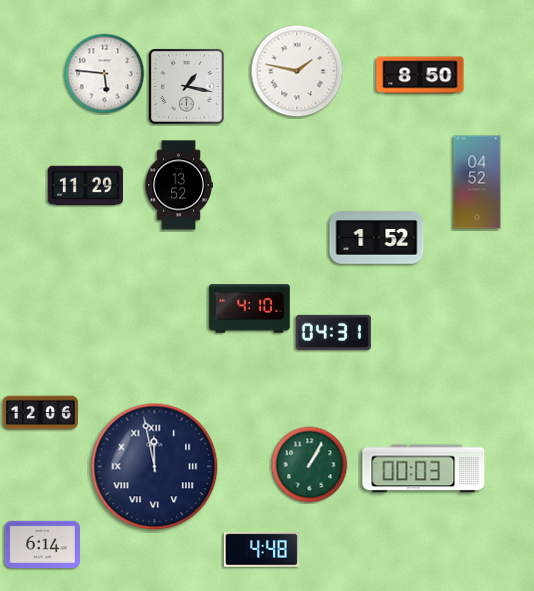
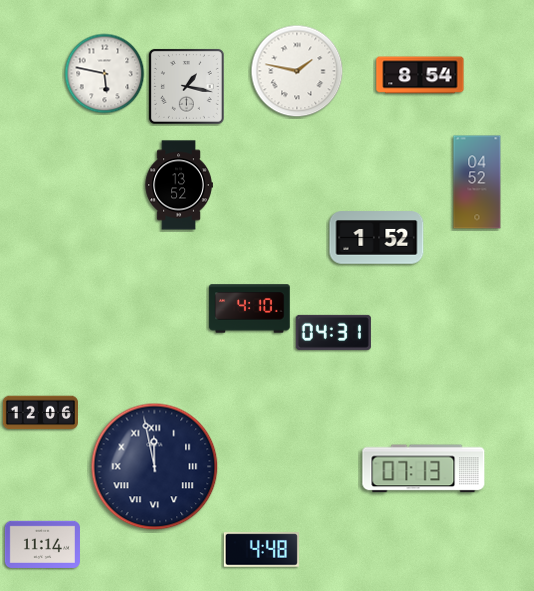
clock at (105, 74): 5:46 -> 5:47
clock at (420, 75): 8:50 -> 8:54
clock at (85, 186): 11:29 -> none
clock at (310, 465): 1:05 -> none
clock at (424, 469): 00:03 -> 07:13
clock at (42, 544): 6:14 -> 11:14
